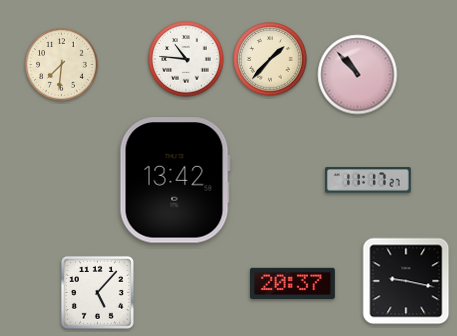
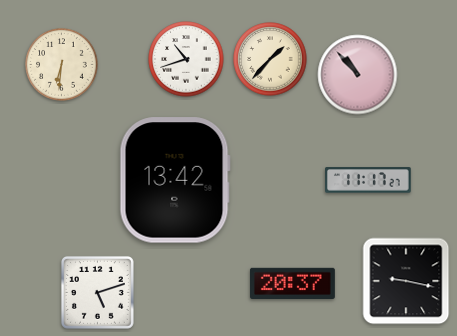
clock at (186, 59): 10:46 -> 10:42
clock at (62, 65): 7:31 -> 6:31
clock at (97, 292): 5:07 -> 5:12
